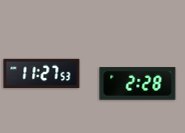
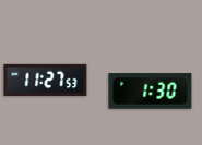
clock at (138, 84): 2:28 -> 1:30
